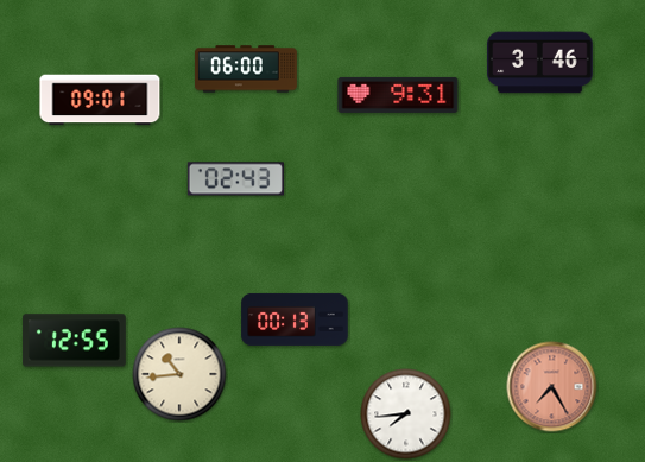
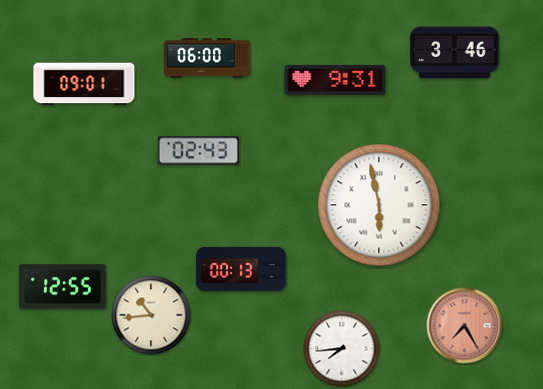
clock at (379, 205): none -> 5:58
clock at (295, 319) position: (295, 319) -> (241, 269)
